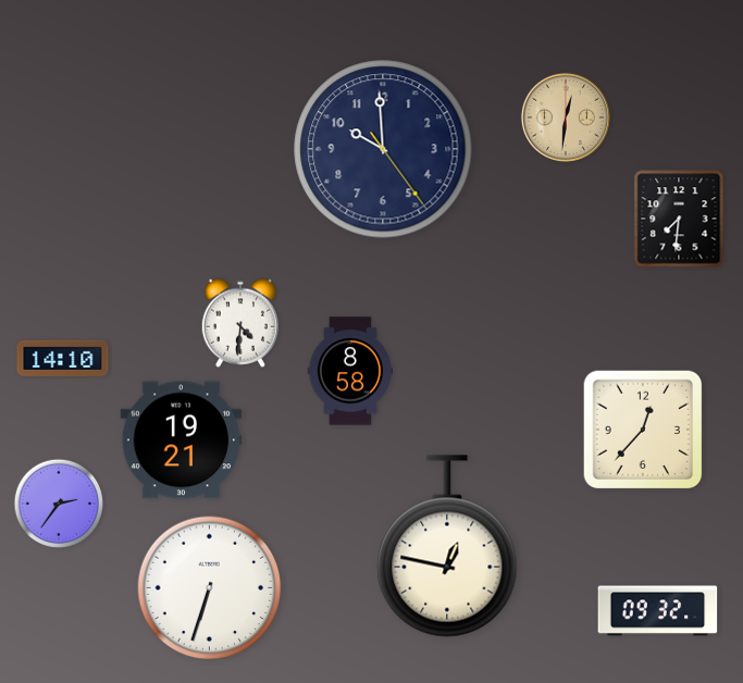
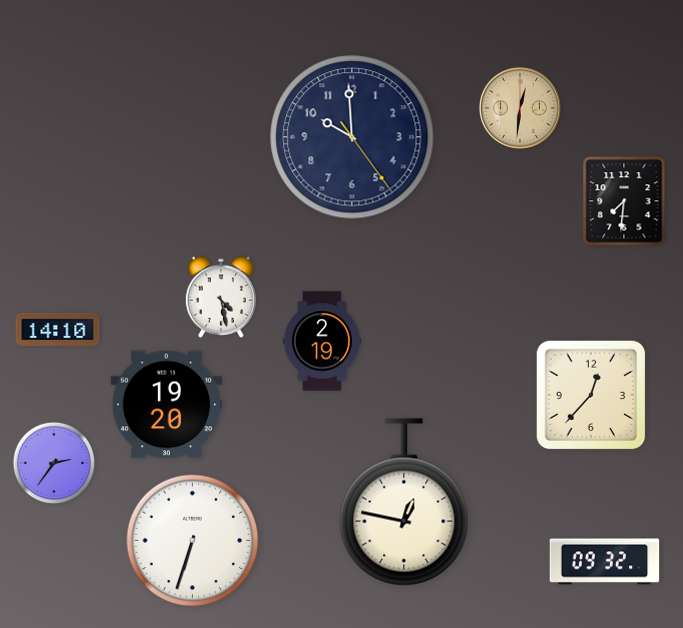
clock at (239, 323): 4:31 -> 4:28
clock at (349, 371): 8:58 -> 2:19
clock at (182, 440): 19:21 -> 19:20
clock at (447, 546) position: (447, 546) -> (404, 502)
